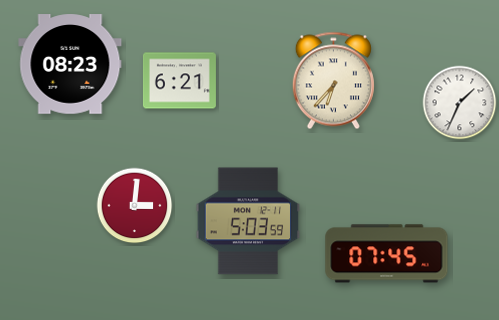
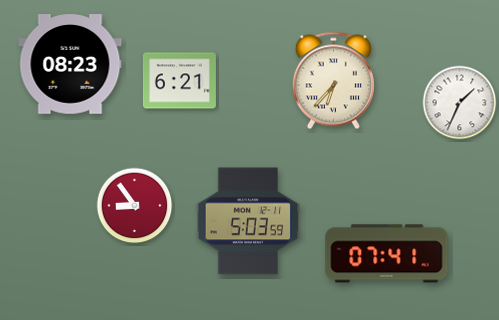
clock at (135, 206): 3:01 -> 8:54
clock at (387, 254): 07:45 -> 07:41
